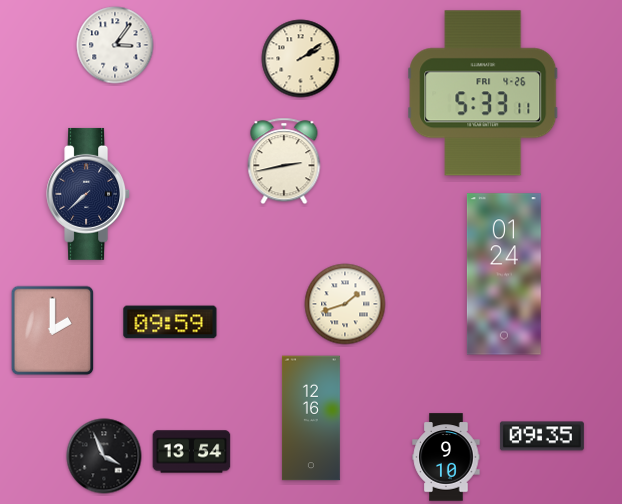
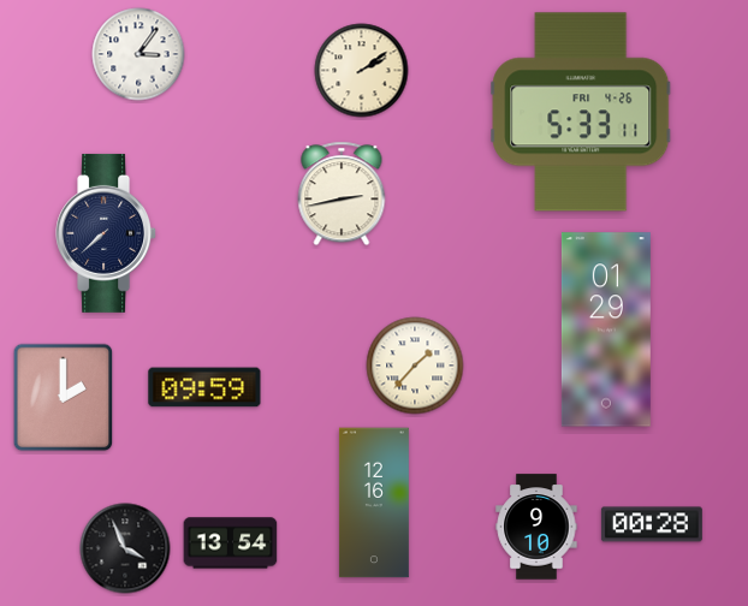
clock at (504, 274): 01:24 -> 01:29
clock at (345, 304): 1:42 -> 1:37
clock at (542, 436): 09:35 -> 00:28
clock at (446, 457) position: (446, 457) -> (536, 527)
